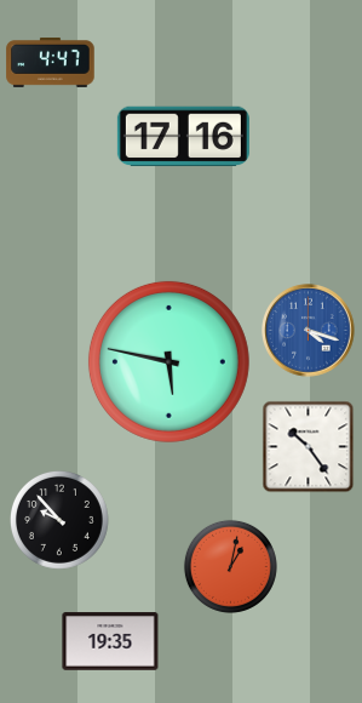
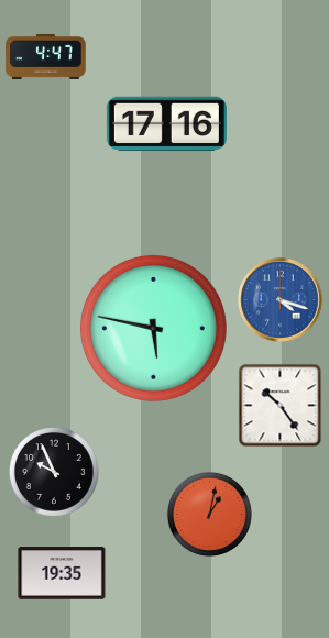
clock at (59, 520): 9:53 -> 9:56
clock at (110, 641) position: (110, 641) -> (62, 573)
